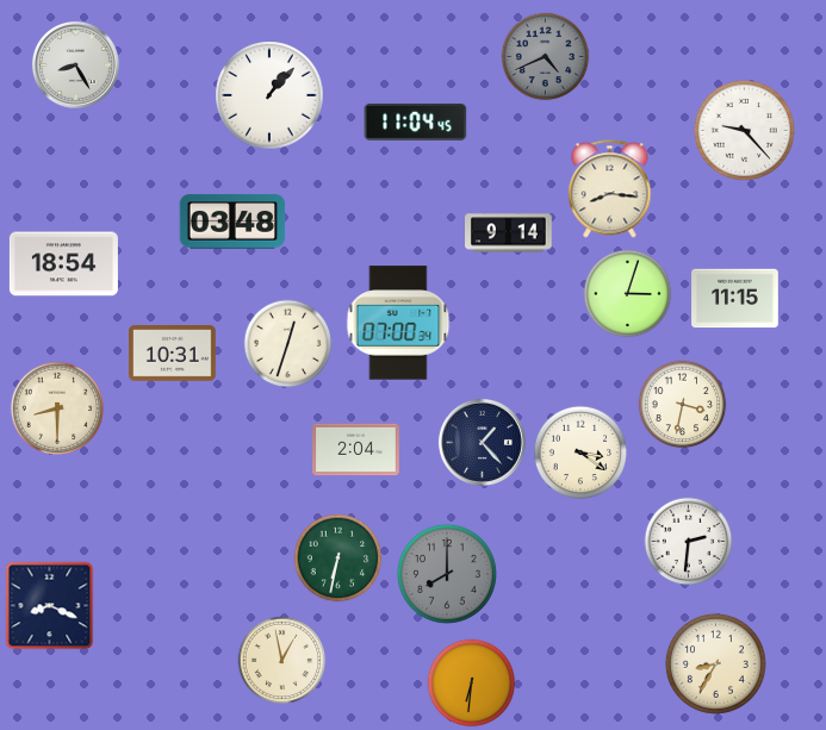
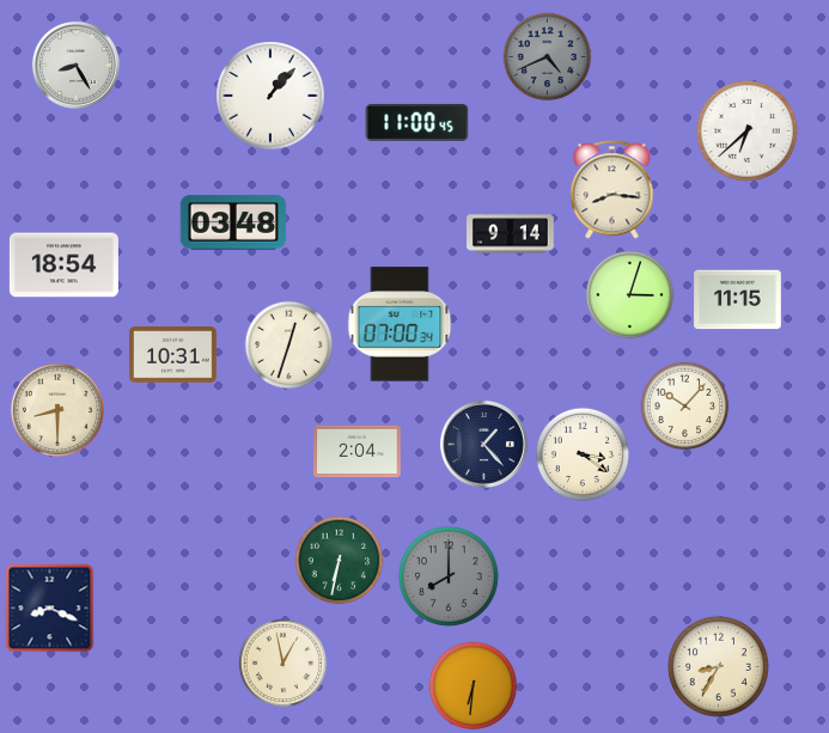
clock at (416, 121): 11:04 -> 11:00
clock at (744, 130): 9:23 -> 6:38
clock at (683, 405): 3:32 -> 10:07
clock at (689, 542): 2:31 -> none
